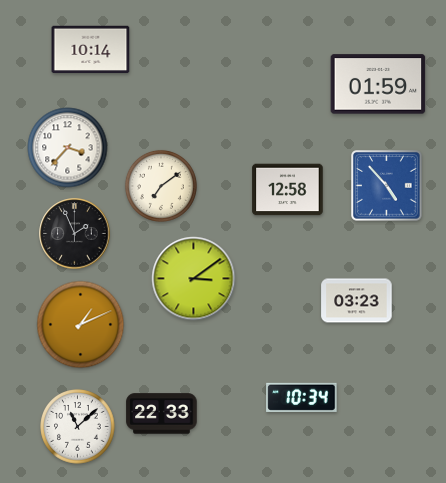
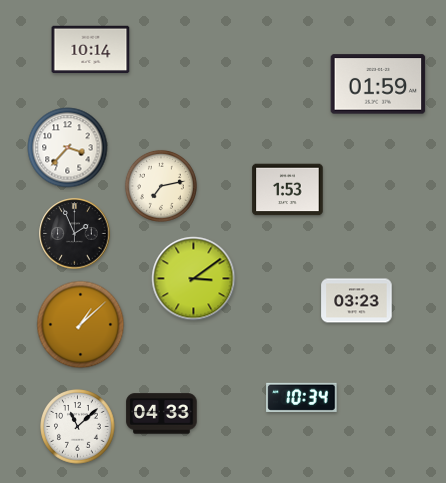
clock at (161, 186): 7:09 -> 7:13
clock at (387, 186): 4:53 -> none
clock at (288, 190): 12:58 -> 1:53
clock at (81, 325): 1:11 -> 1:08
clock at (162, 414): 22:33 -> 04:33
